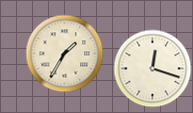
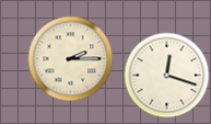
clock at (64, 53): 1:35 -> 2:15
